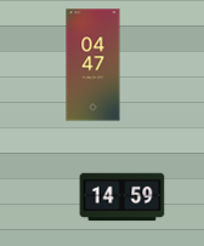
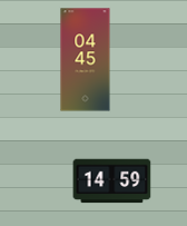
clock at (93, 65): 04:47 -> 04:45
